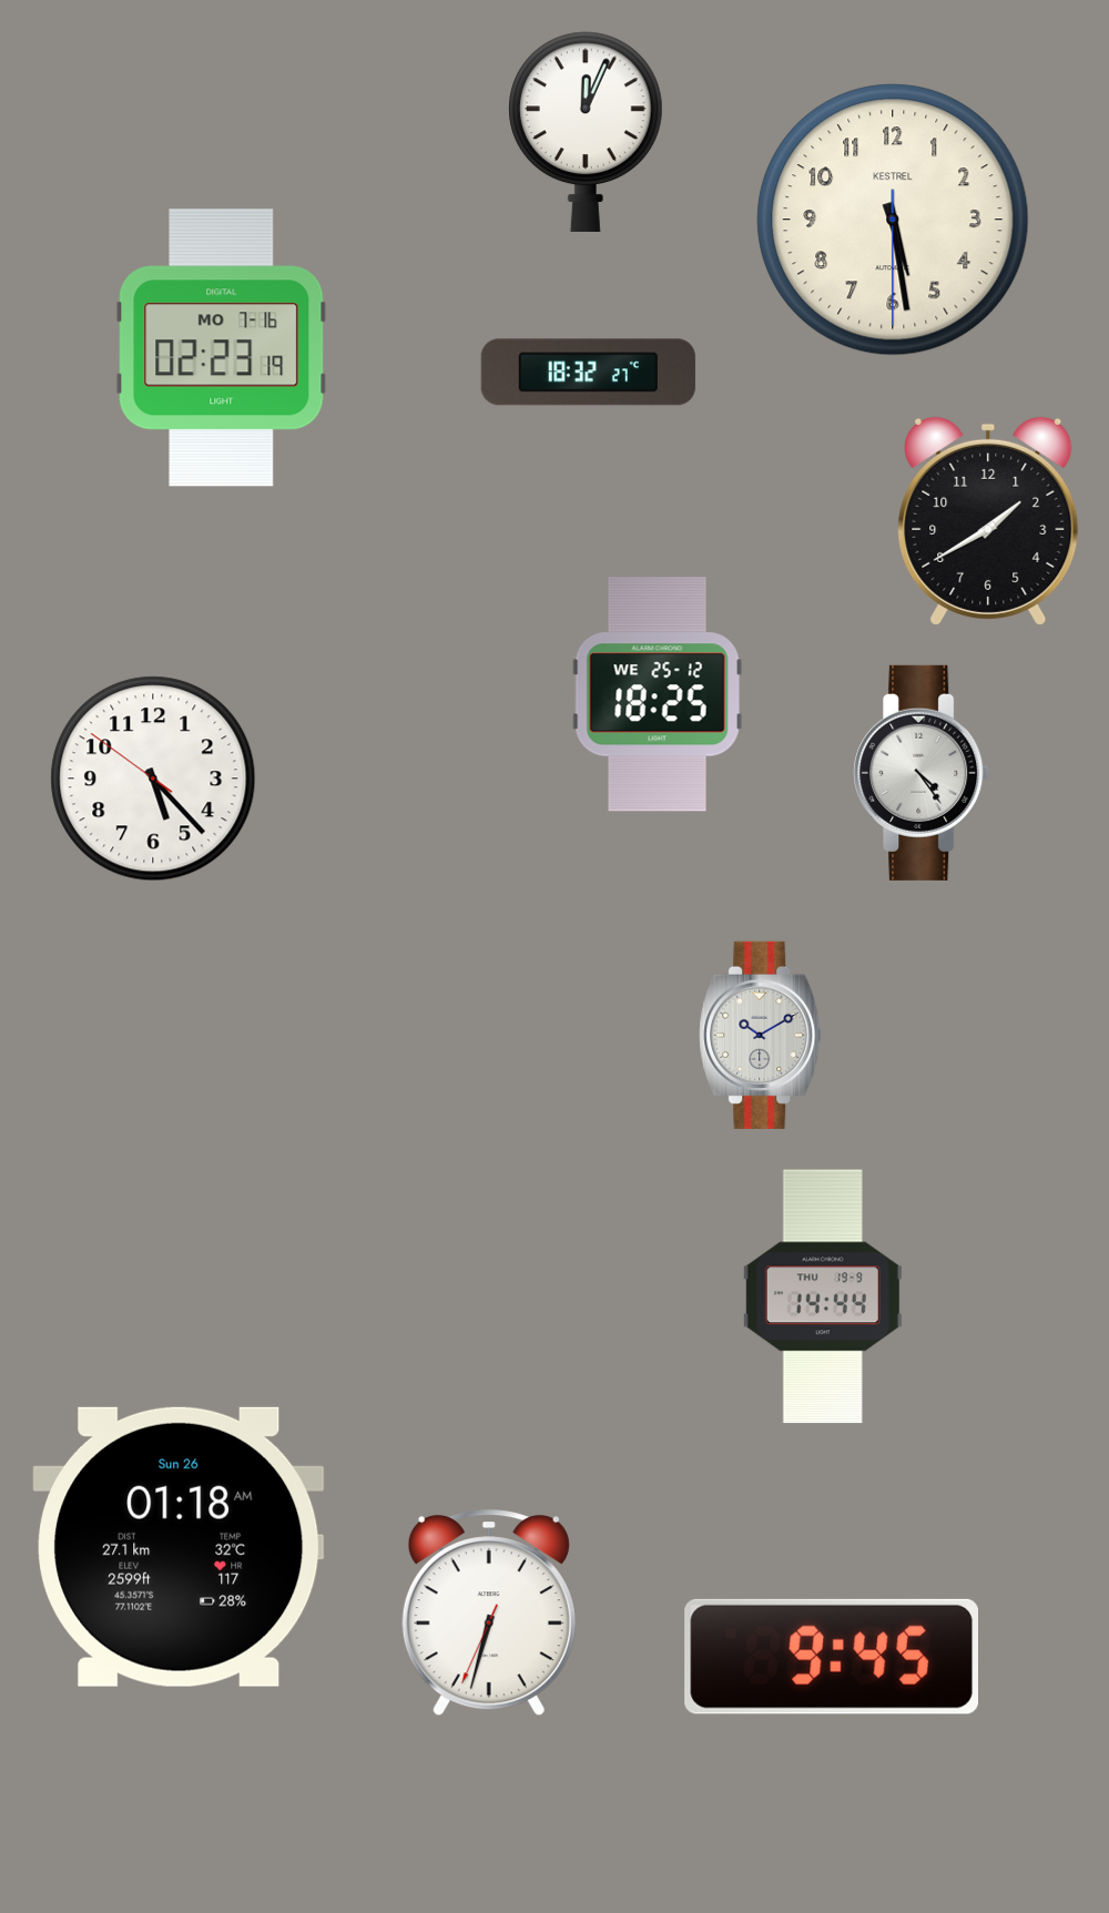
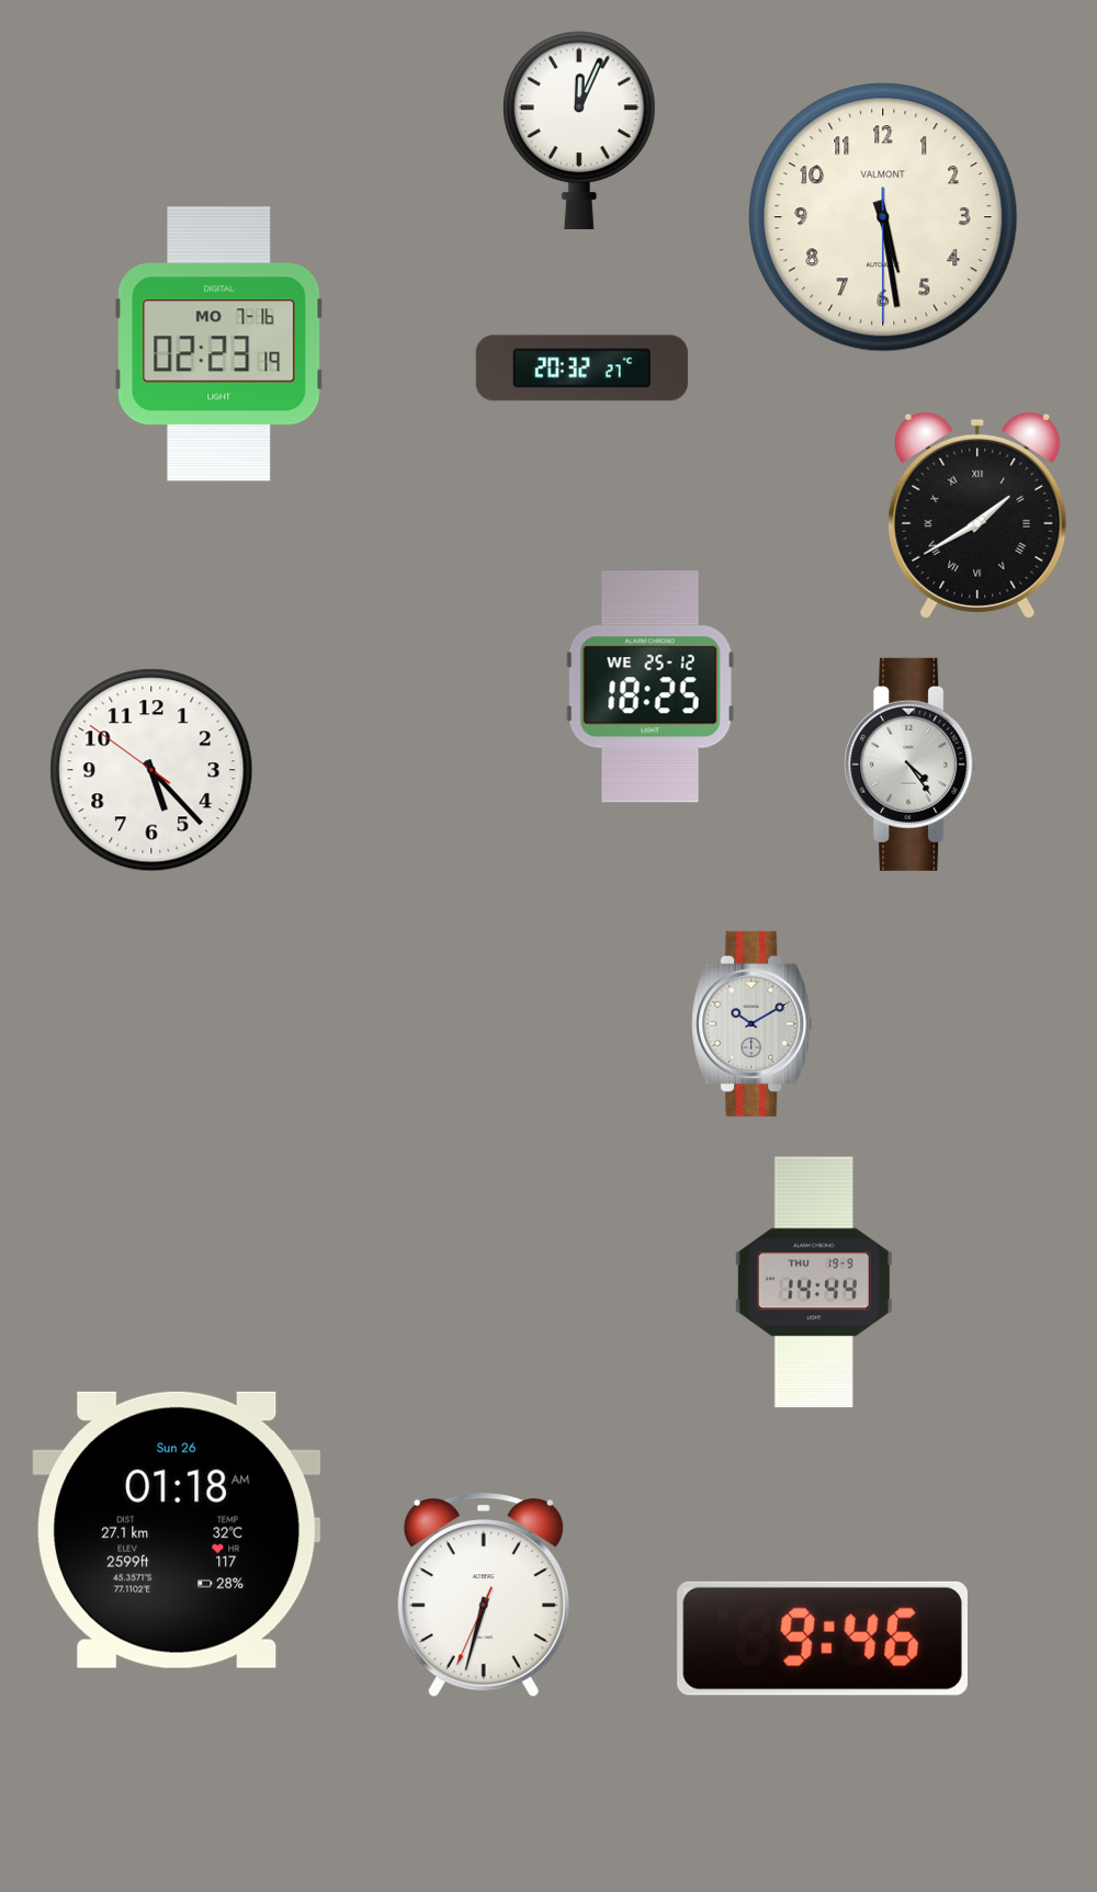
clock at (893, 220) brand: KESTREL -> VALMONT
clock at (588, 373): 18:32 -> 20:32
clock at (988, 521) numerals: Arabic -> Roman
clock at (831, 1657): 9:45 -> 9:46
